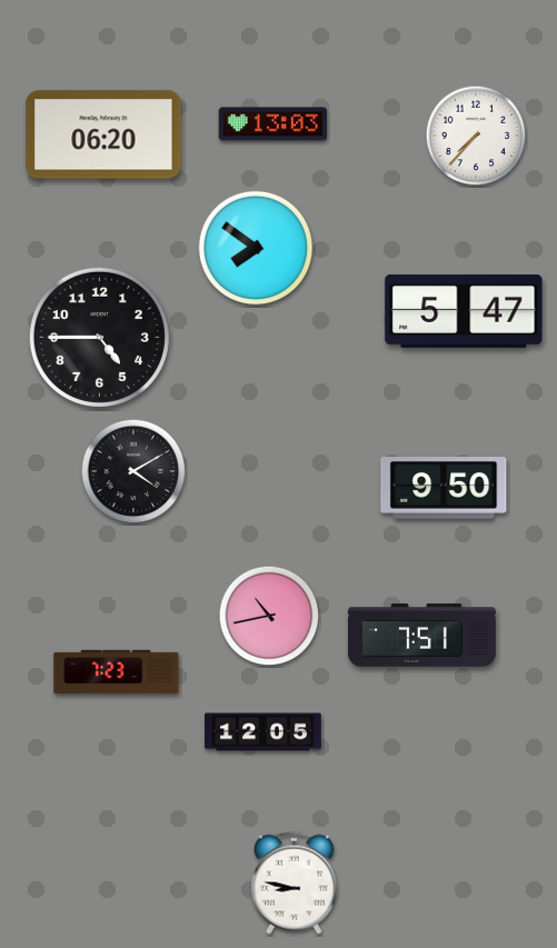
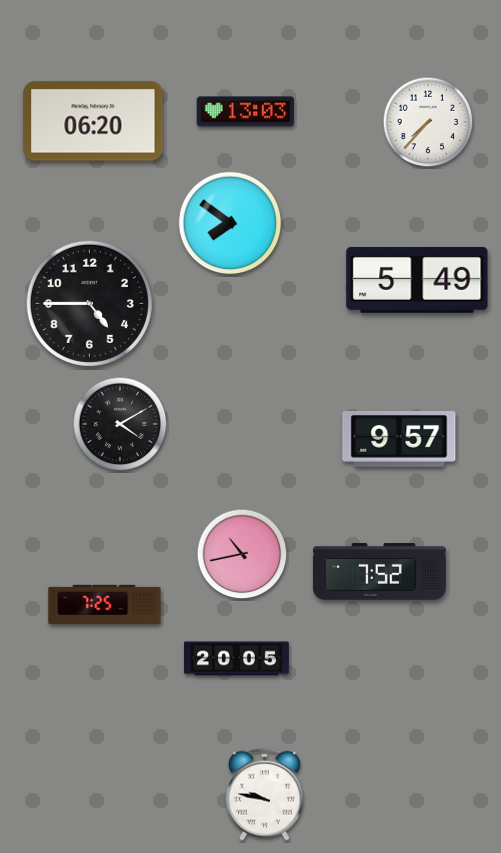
clock at (464, 311): 5:47 -> 5:49
clock at (444, 489): 9:50 -> 9:57
clock at (421, 636): 7:51 -> 7:52
clock at (117, 672): 7:23 -> 7:25
clock at (263, 732): 12:05 -> 20:05
clock at (294, 882): 8:47 -> 9:47
